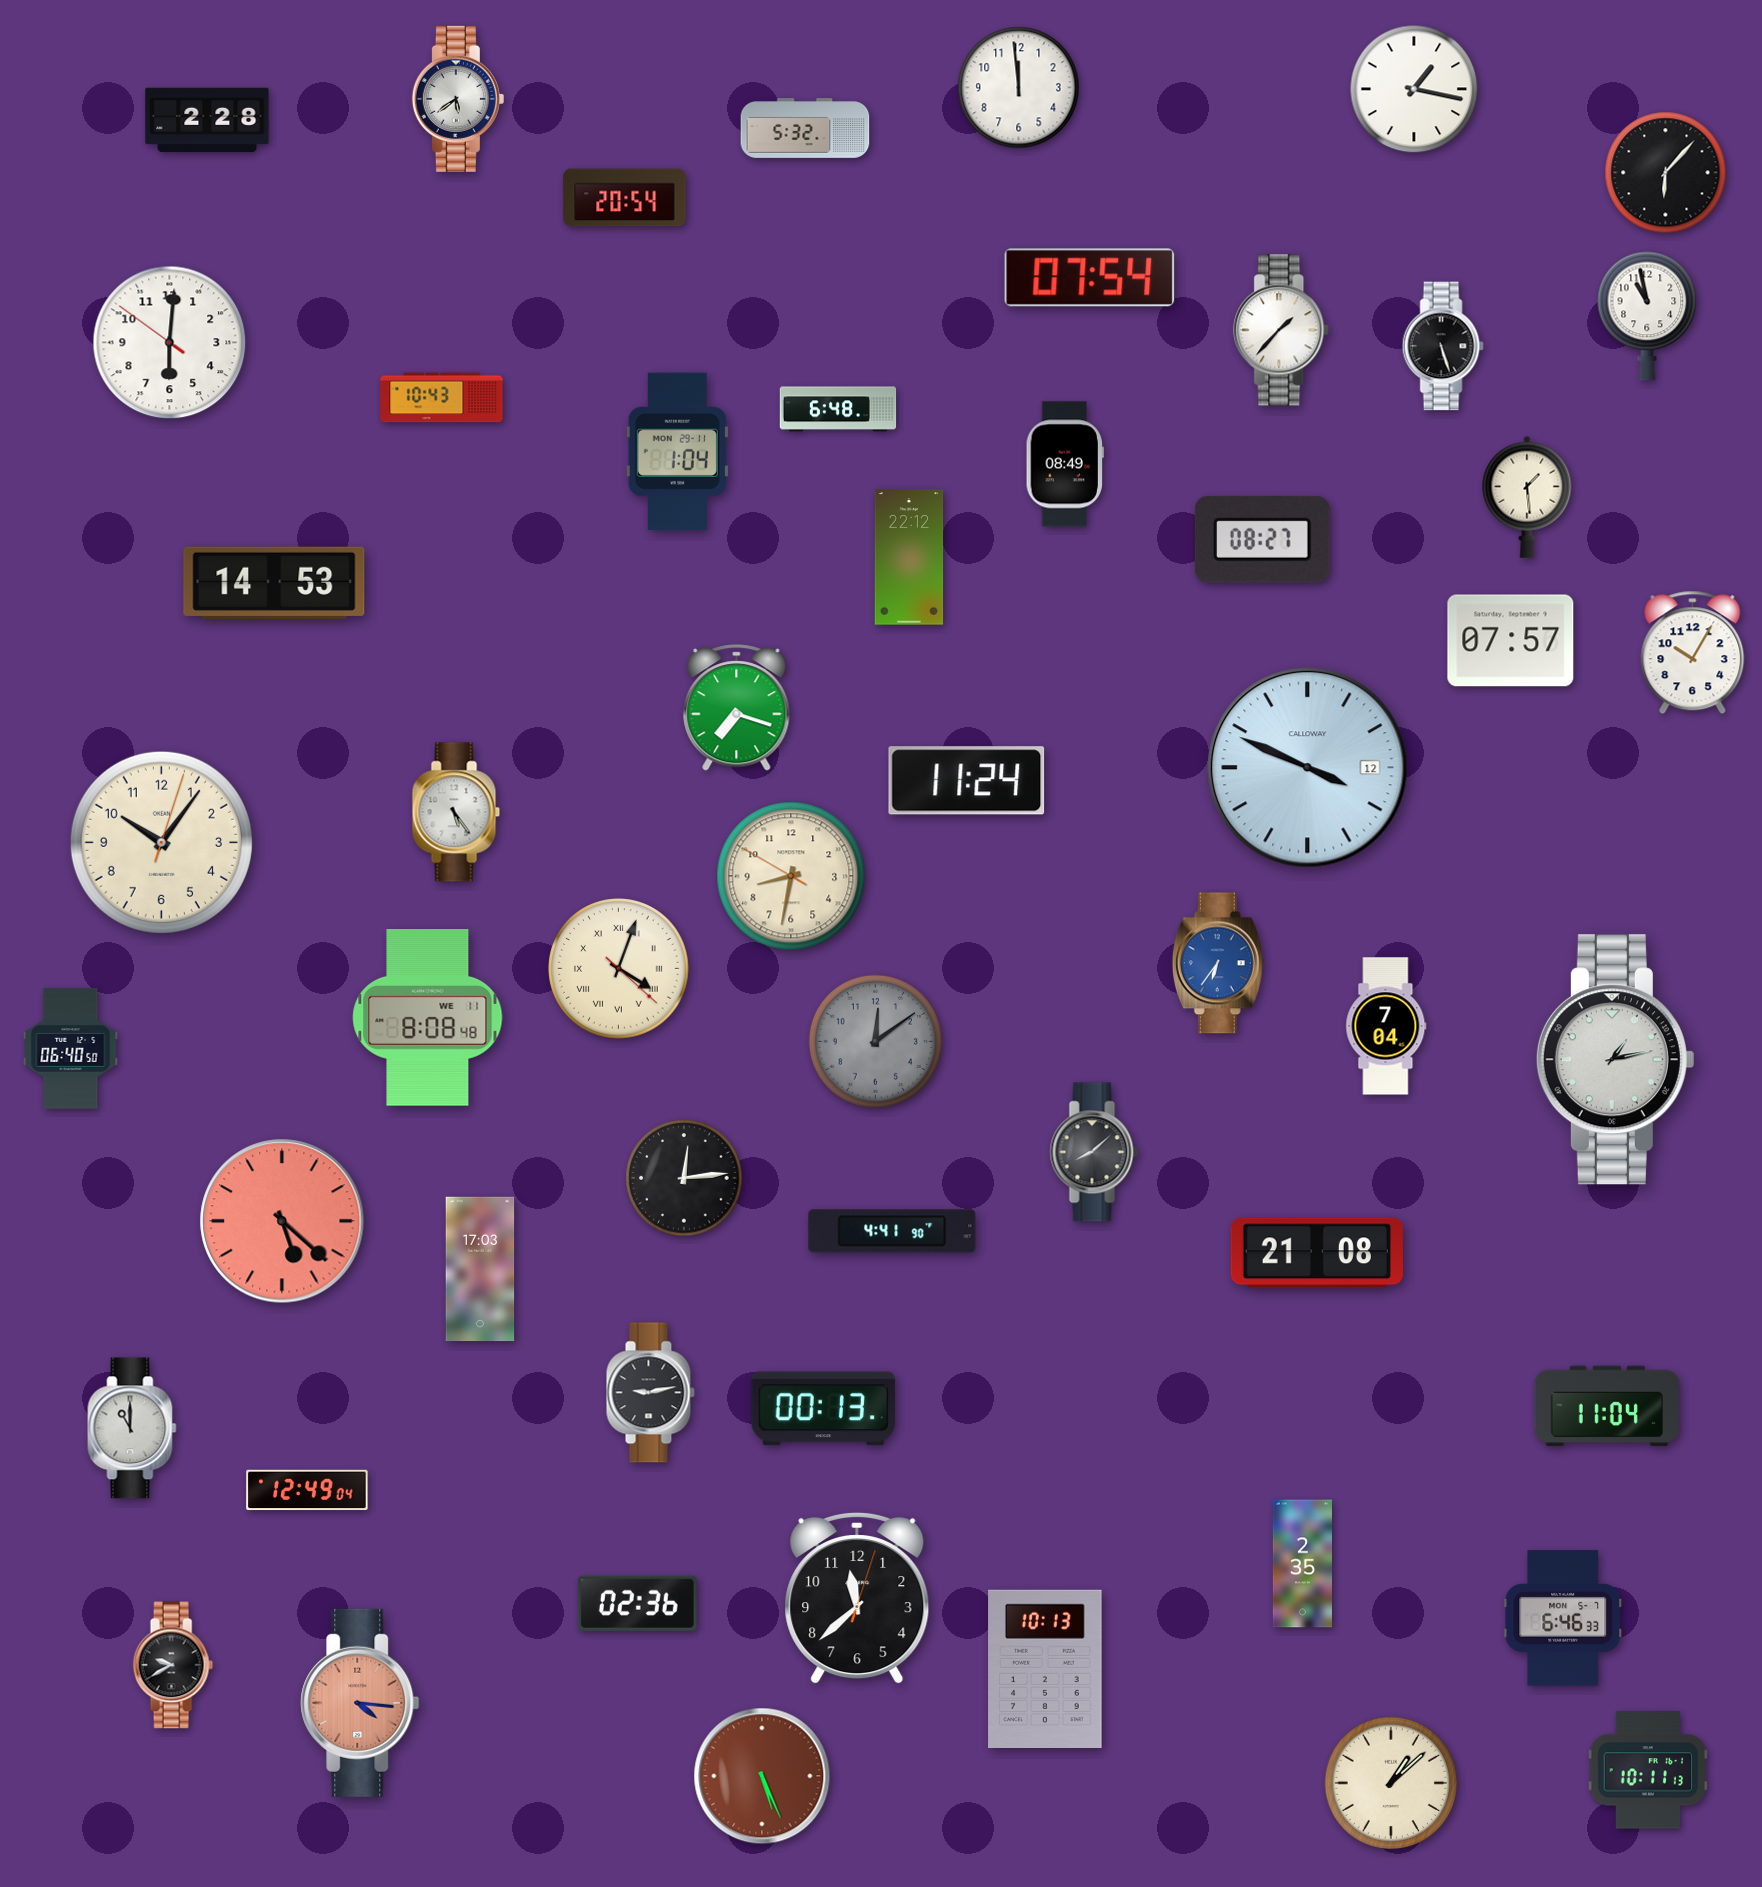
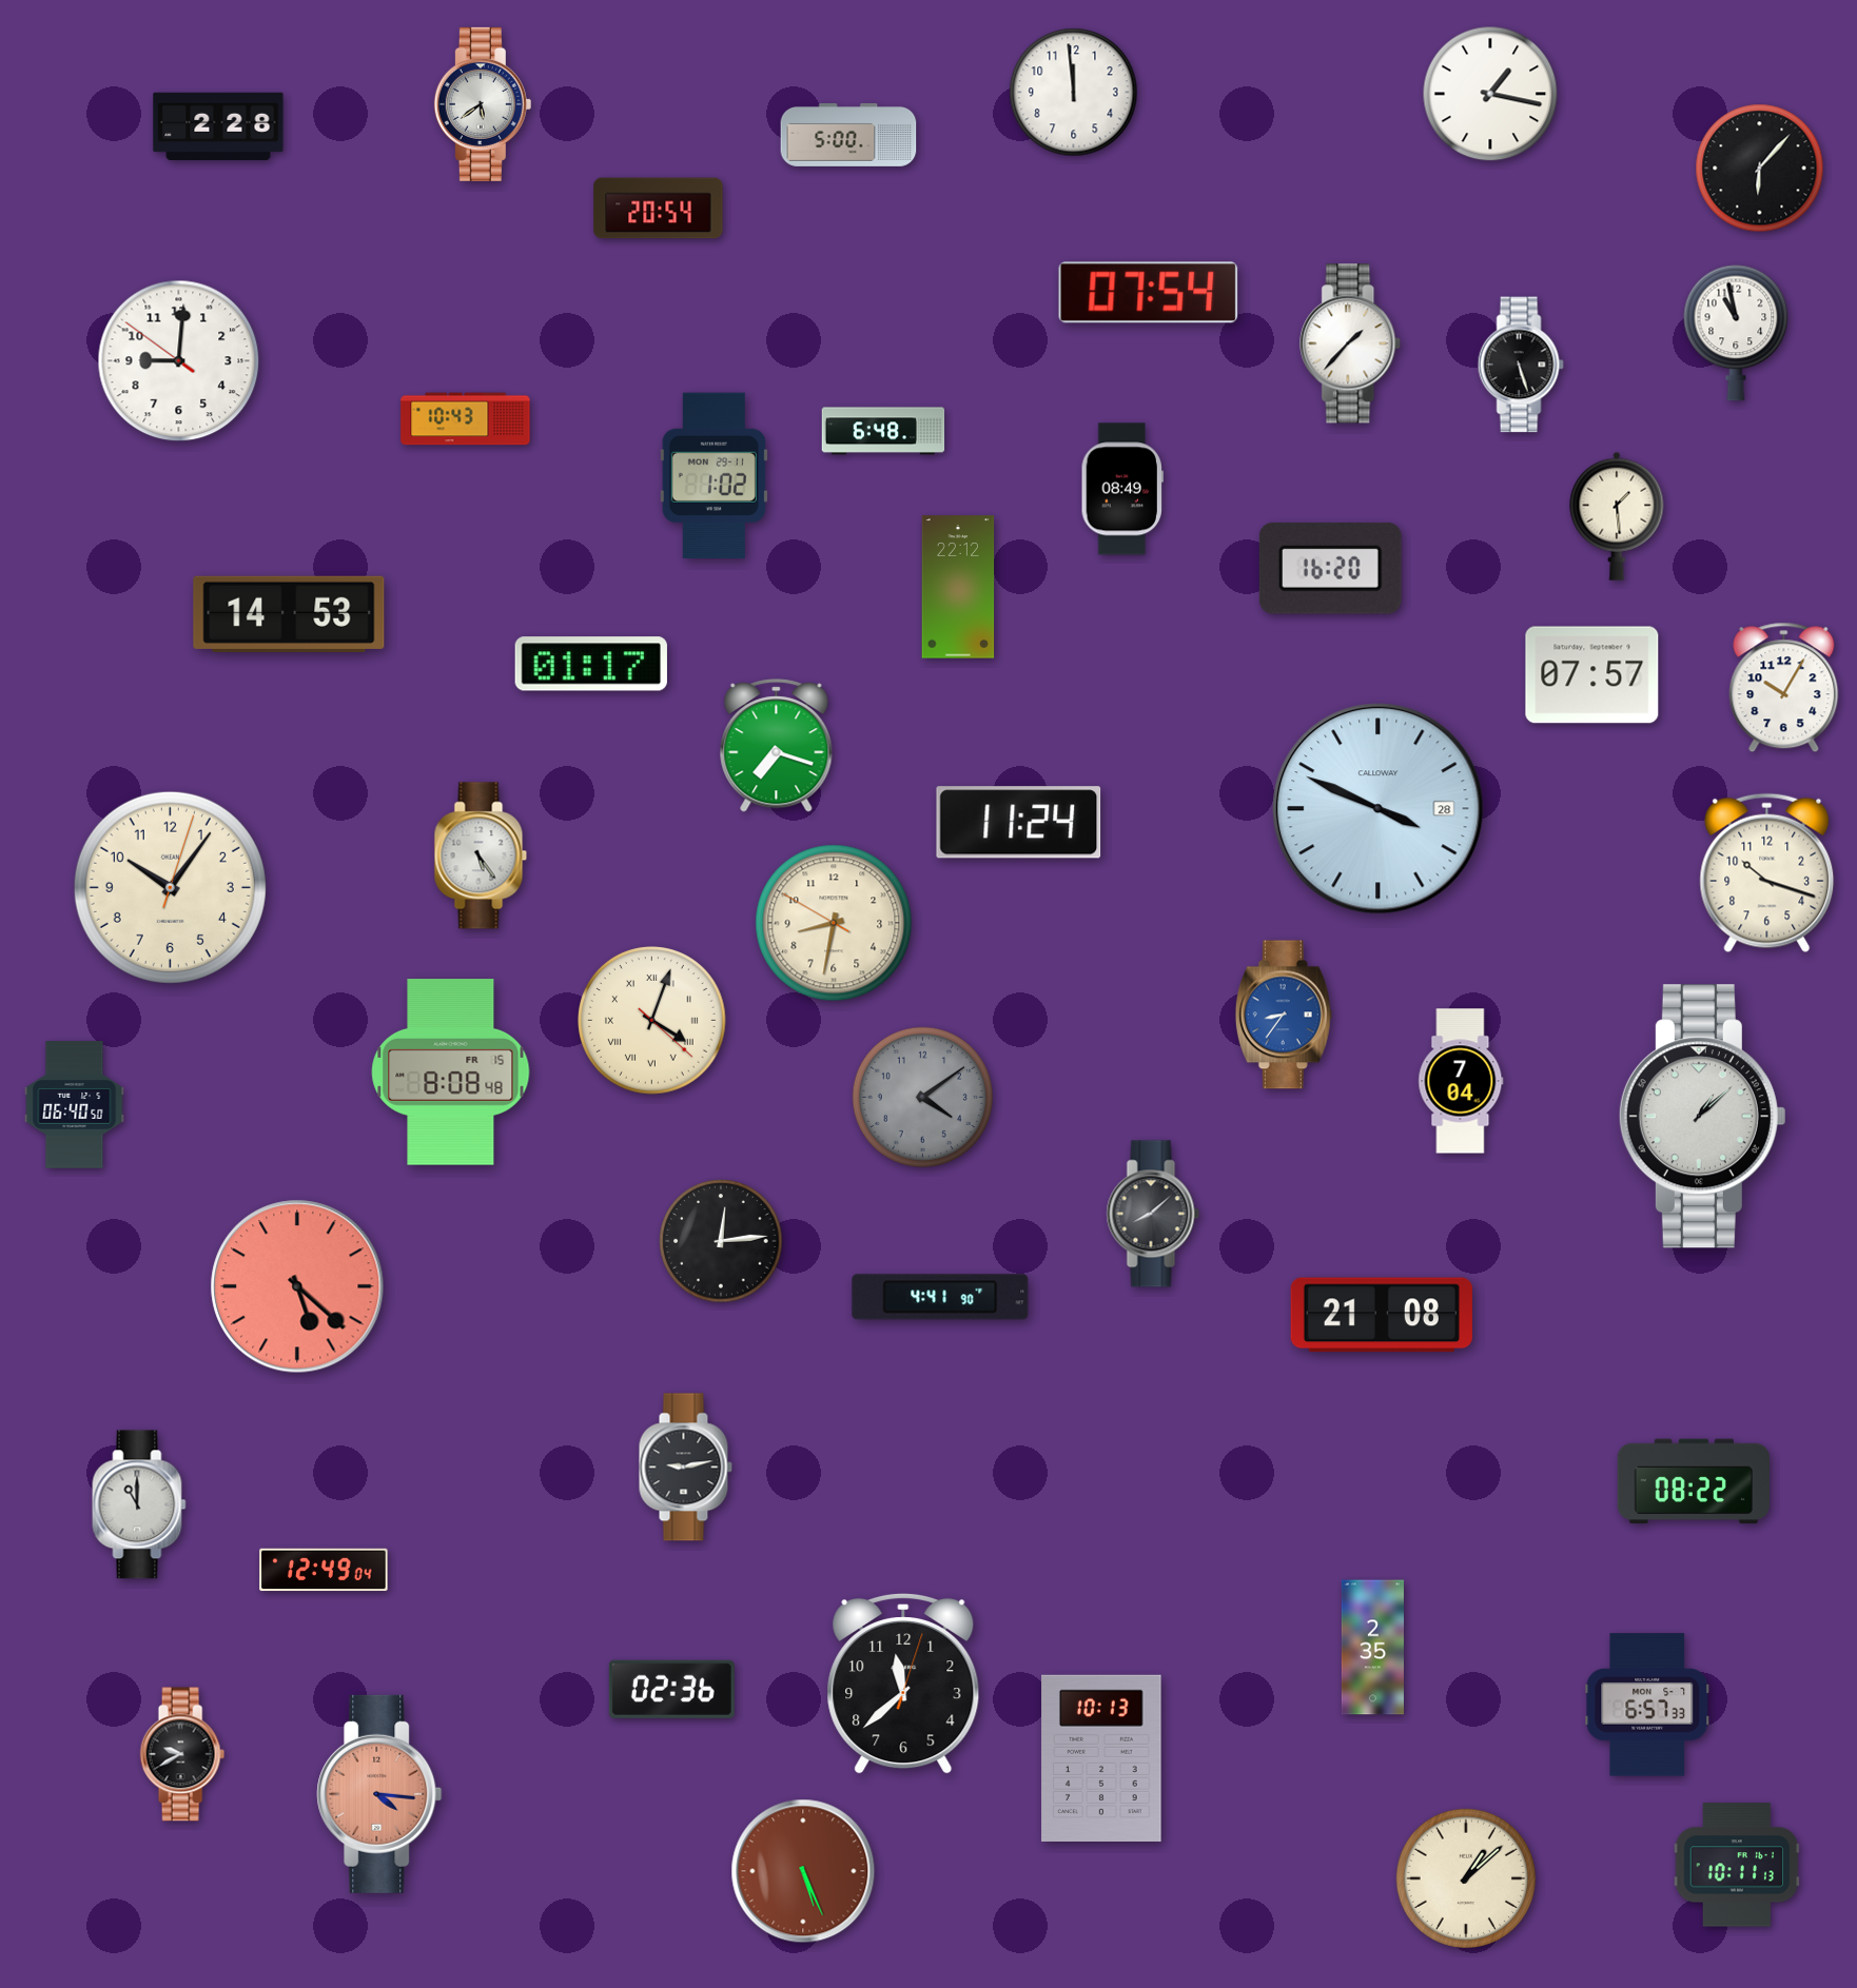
clock at (805, 129): 5:32 -> 5:00
clock at (1666, 173) position: (1666, 173) -> (1760, 169)
clock at (1282, 330) position: (1282, 330) -> (1351, 343)
clock at (170, 343): 6:00 -> 9:00
clock at (677, 452): 1:04 -> 1:02
clock at (1527, 497) position: (1527, 497) -> (1617, 516)
clock at (1262, 539): 08:27 -> 16:20
clock at (591, 664): none -> 01:17
clock at (1308, 768) date: 12 -> 28
clock at (1767, 873): none -> 10:18
clock at (1218, 963): 6:36 -> 8:36
clock at (428, 1018) date: WE 11 -> FR 15
clock at (875, 1041): 12:09 -> 4:09
clock at (1615, 1060): 1:13 -> 1:08
clock at (1317, 1253) position: (1317, 1253) -> (1382, 1315)
clock at (480, 1269): 17:03 -> none
clock at (1606, 1406): 11:04 -> 08:22
clock at (824, 1409): 00:13 -> none
clock at (1563, 1618): 6:46 -> 6:57
